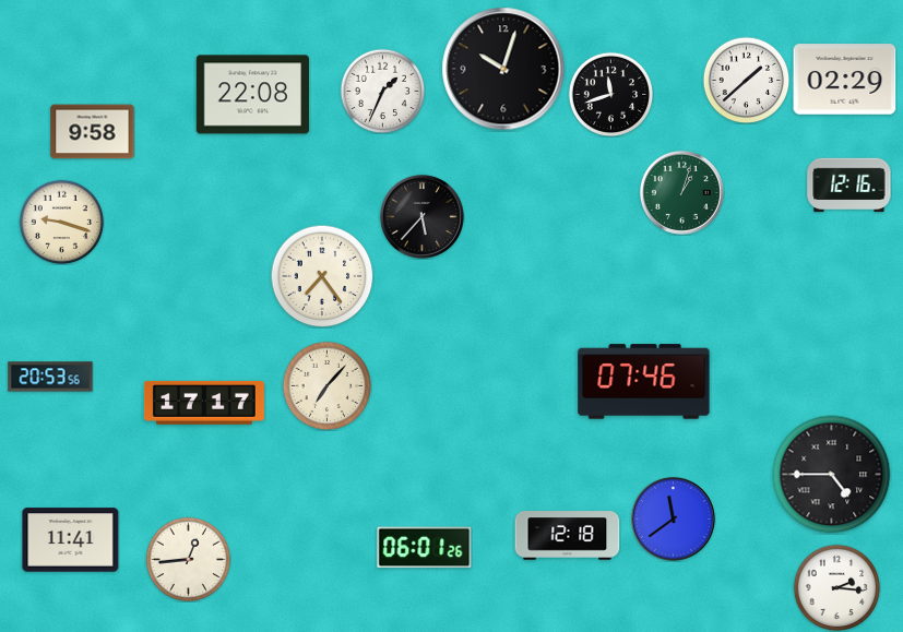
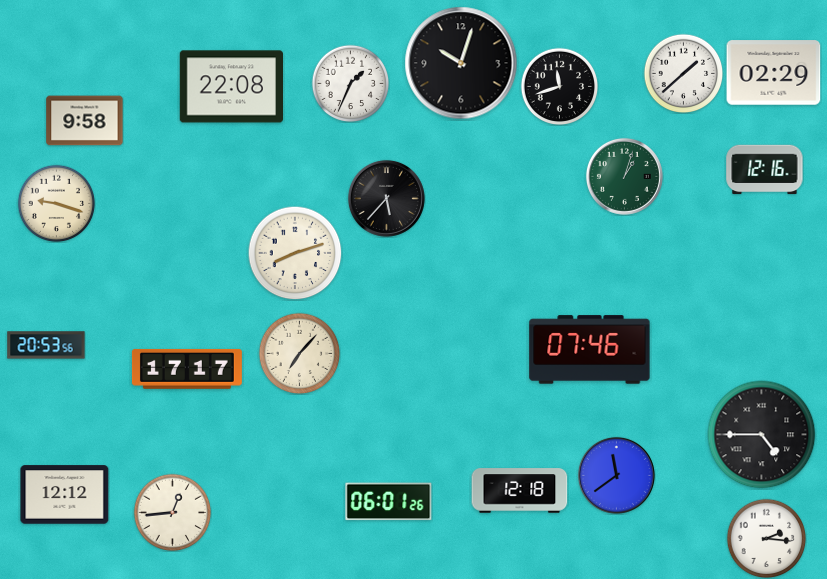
clock at (849, 186) position: (849, 186) -> (765, 170)
clock at (322, 276): 7:24 -> 8:12
clock at (71, 540): 11:41 -> 12:12
